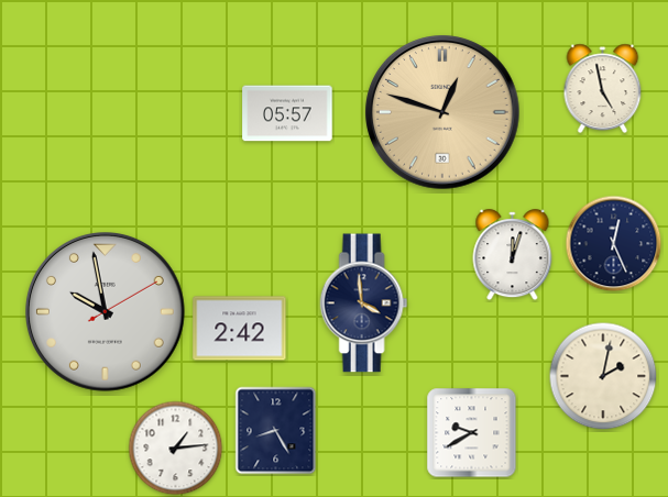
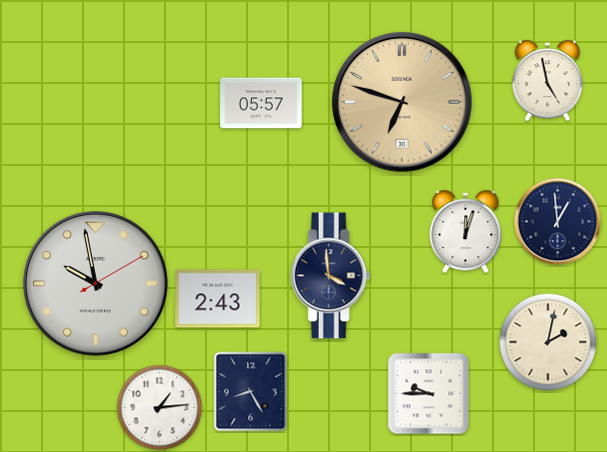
clock at (442, 112): 12:48 -> 6:48
clock at (614, 244): 12:26 -> 12:59
clock at (240, 329): 2:42 -> 2:43
clock at (472, 433): 9:40 -> 9:45
